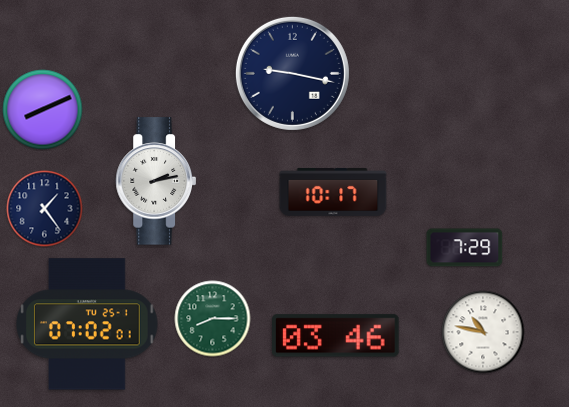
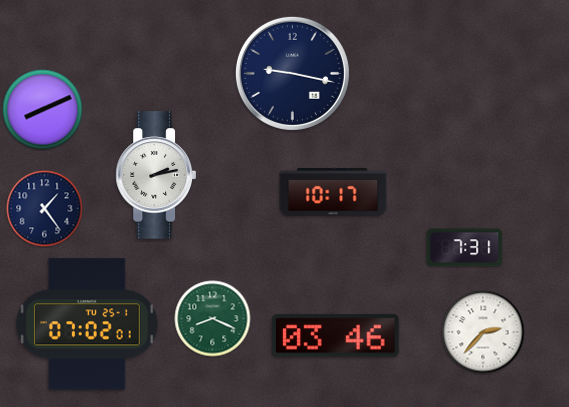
clock at (155, 181) position: (155, 181) -> (155, 175)
clock at (465, 248): 7:29 -> 7:31
clock at (213, 319): 8:15 -> 8:19
clock at (483, 332): 10:47 -> 2:37
